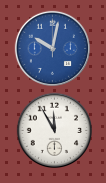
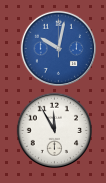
clock at (52, 48) position: (52, 48) -> (58, 48)
